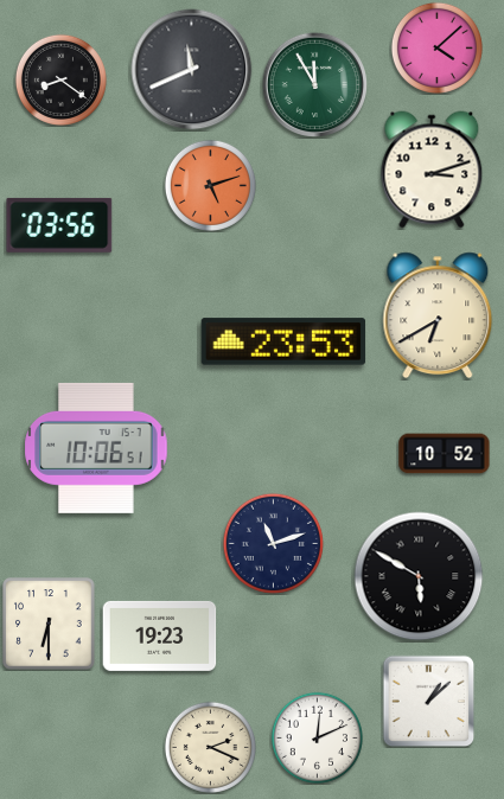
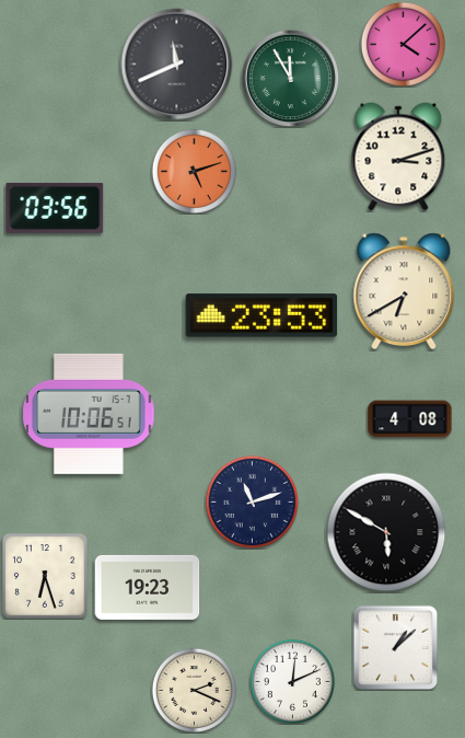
clock at (60, 79): 8:21 -> none
clock at (445, 454): 10:52 -> 4:08
clock at (49, 624): 6:30 -> 6:27
